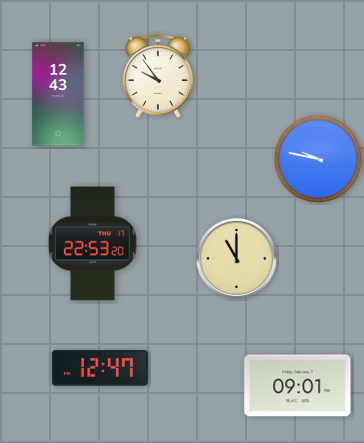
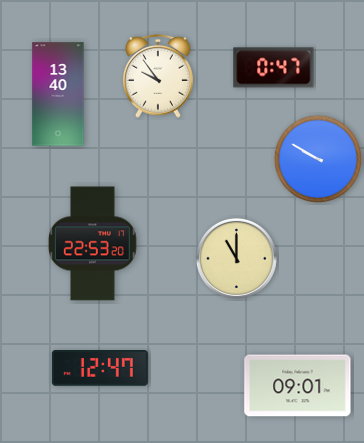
clock at (274, 68): none -> 0:47
clock at (58, 94): 12:43 -> 13:40
clock at (318, 159): 9:47 -> 9:50
